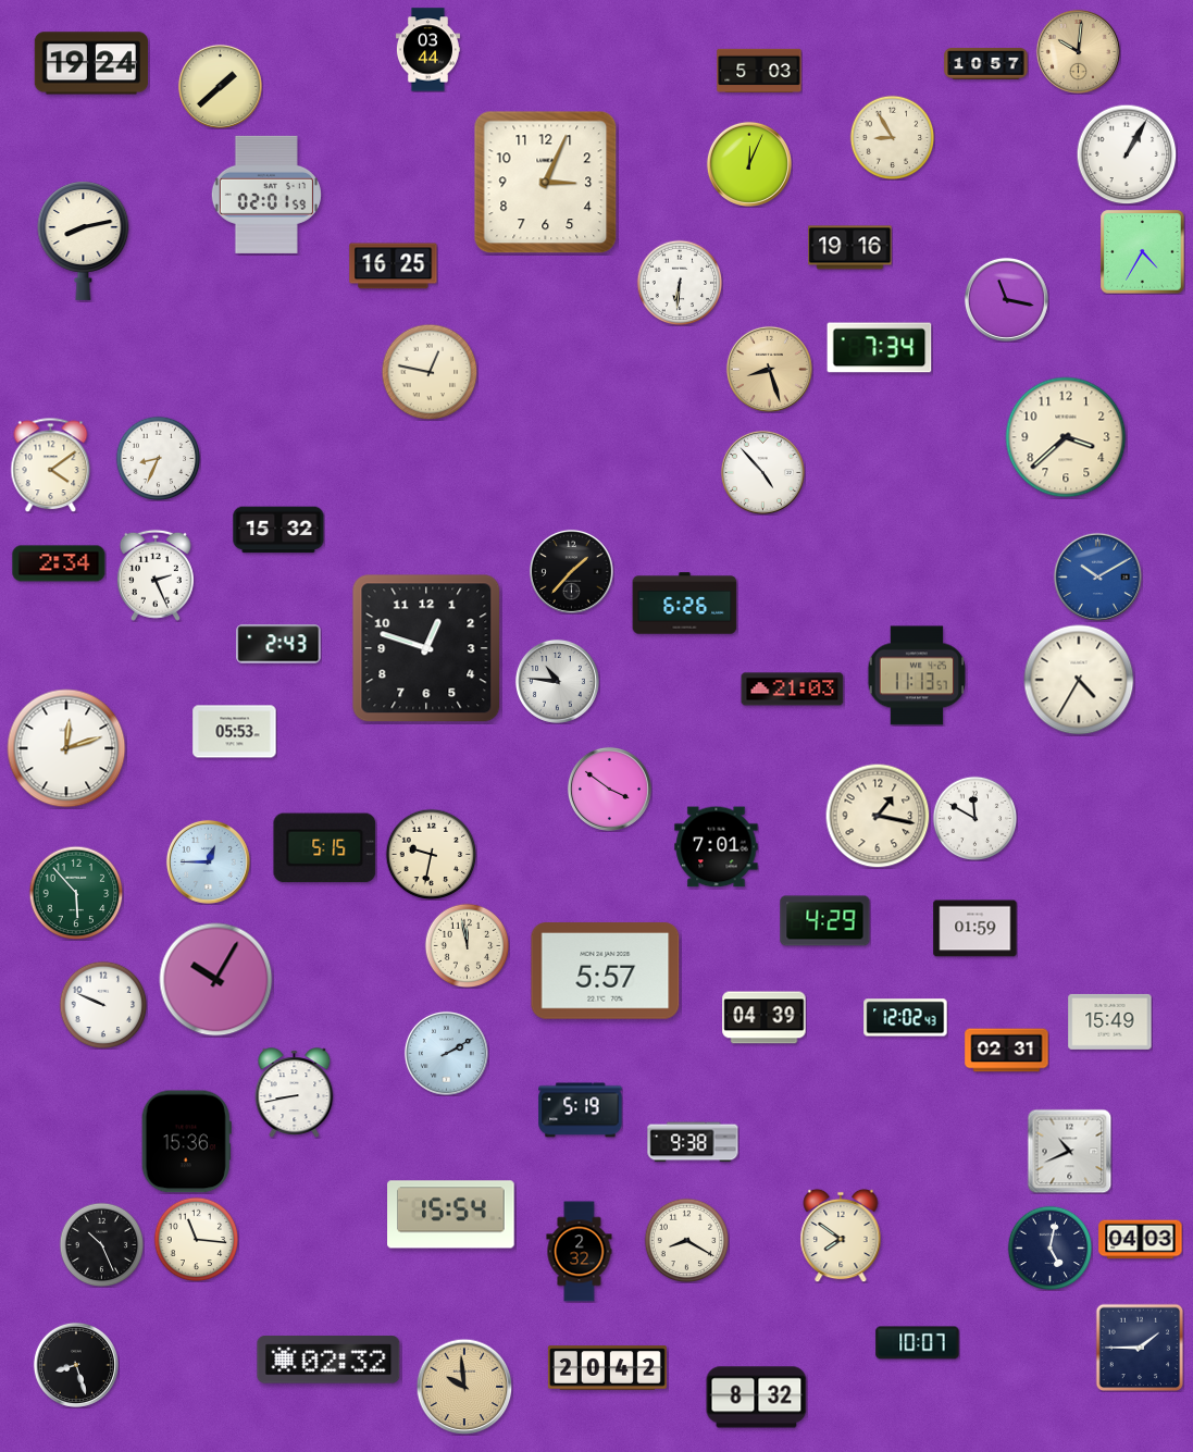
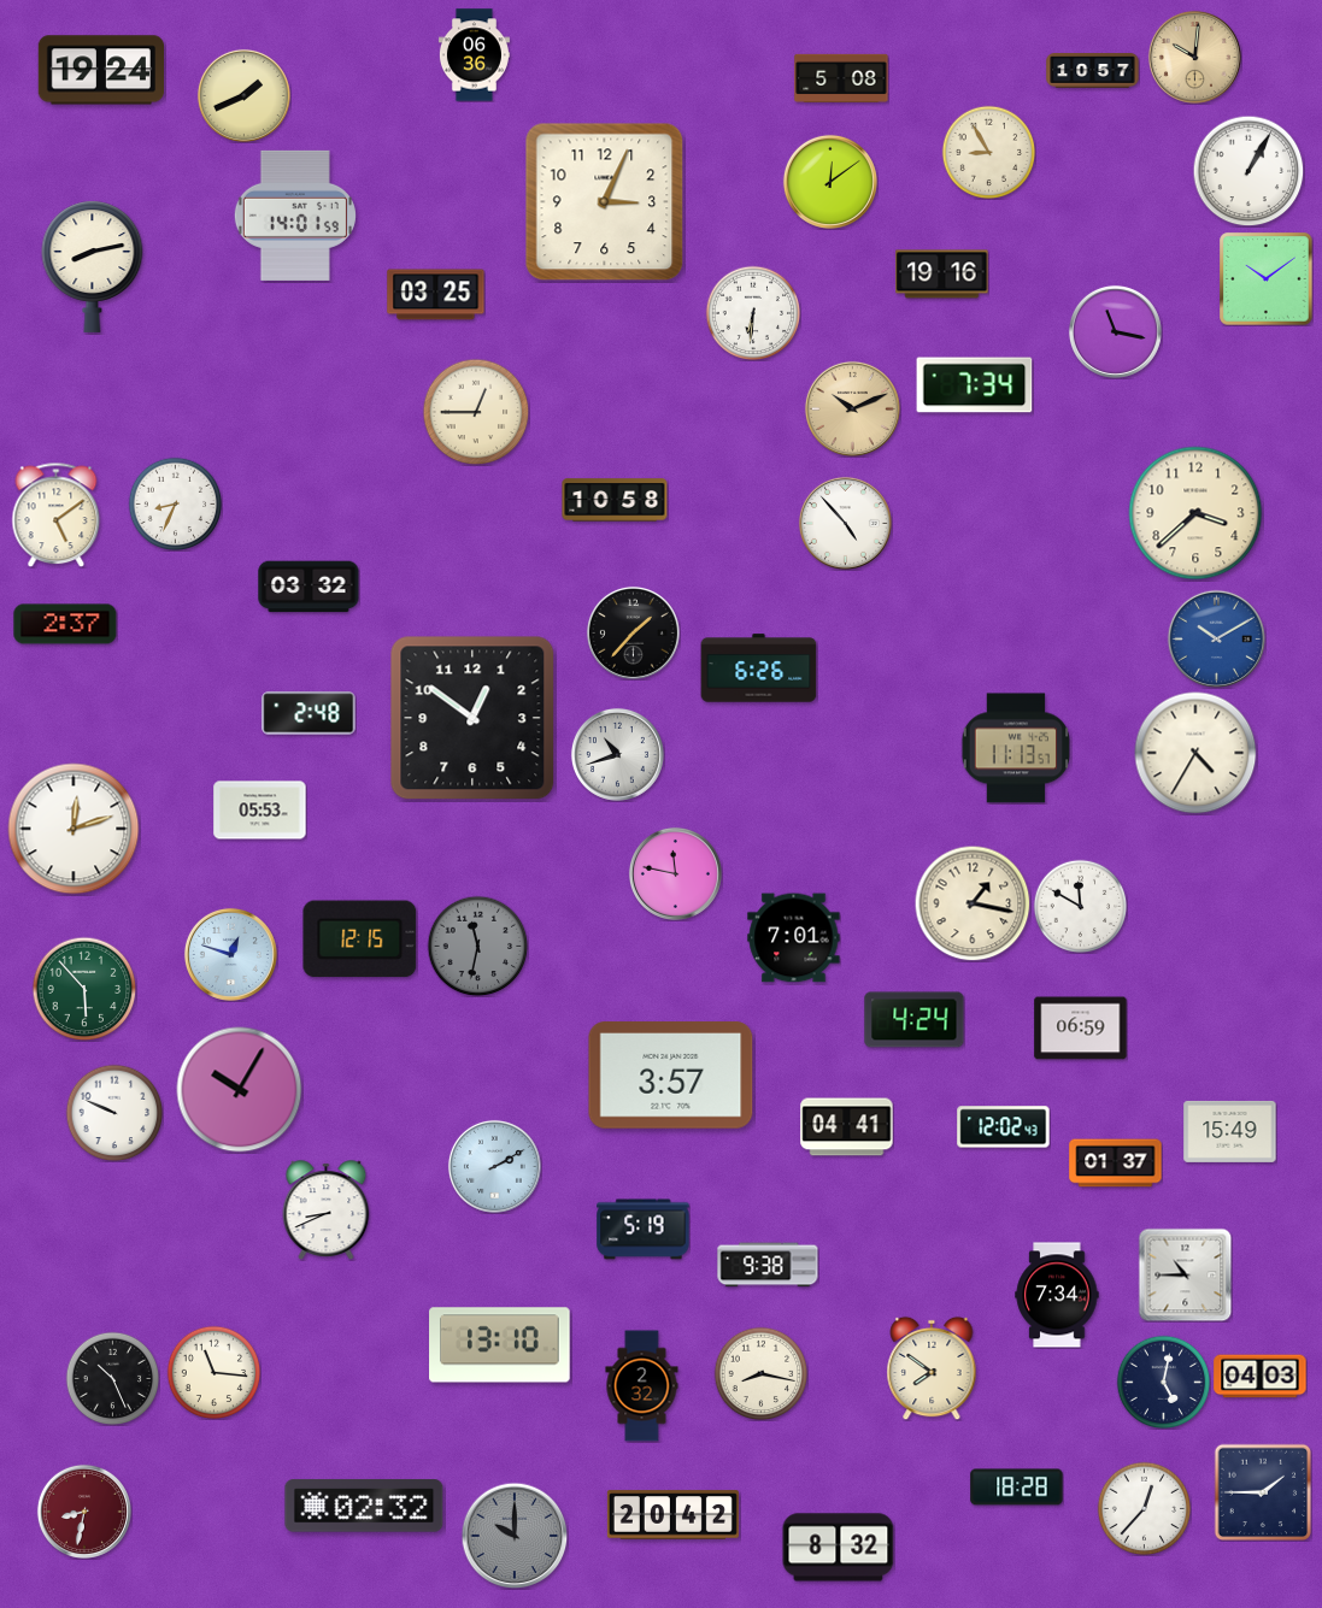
clock at (427, 50): 03:44 -> 06:36
clock at (759, 71): 5:03 -> 5:08
clock at (220, 86): 1:38 -> 1:41
clock at (749, 164): 12:04 -> 12:09
clock at (266, 195): 02:01 -> 14:01
clock at (1143, 252): 4:35 -> 10:09
clock at (394, 266): 16:25 -> 03:25
clock at (769, 369): 8:27 -> 10:11
clock at (430, 372): 12:47 -> 12:45
clock at (1066, 437) position: (1066, 437) -> (1195, 513)
clock at (615, 500): none -> 10:58
clock at (158, 458) position: (158, 458) -> (175, 503)
clock at (51, 464): 4:09 -> 5:09
clock at (278, 530): 15:32 -> 03:32
clock at (59, 563): 2:34 -> 2:37
clock at (156, 575): 2:26 -> none
clock at (278, 644): 2:43 -> 2:48
clock at (426, 648): 12:48 -> 12:51
clock at (557, 681): 10:46 -> 10:42
clock at (793, 690): 21:03 -> none
clock at (609, 789): 3:51 -> 11:47
clock at (325, 848): 5:15 -> 12:15
clock at (431, 854): 9:32 -> 11:32
clock at (431, 854) dial: cream -> grey
clock at (208, 861): 12:45 -> 12:48
clock at (825, 921): 4:29 -> 4:24
clock at (975, 929): 01:59 -> 06:59
clock at (467, 945): 11:58 -> none
clock at (606, 971): 5:57 -> 3:57
clock at (216, 980) position: (216, 980) -> (240, 1090)
clock at (765, 1018): 04:39 -> 04:41
clock at (1007, 1051): 02:31 -> 01:37
clock at (295, 1092): 8:43 -> 8:41
clock at (186, 1142): 15:36 -> none
clock at (1069, 1151): 10:41 -> 10:45
clock at (1057, 1295): none -> 7:34
clock at (451, 1215): 15:54 -> 13:10
clock at (196, 1239) position: (196, 1239) -> (213, 1372)
clock at (686, 1240): 8:20 -> 8:17
clock at (1141, 1240) position: (1141, 1240) -> (1261, 1377)
clock at (918, 1343): 10:07 -> 18:28
clock at (1144, 1508): none -> 12:37
clock at (76, 1365): 8:27 -> 8:32
clock at (76, 1365) dial: black -> burgundy
clock at (464, 1387): 9:59 -> 10:00
clock at (464, 1387) dial: champagne -> grey
